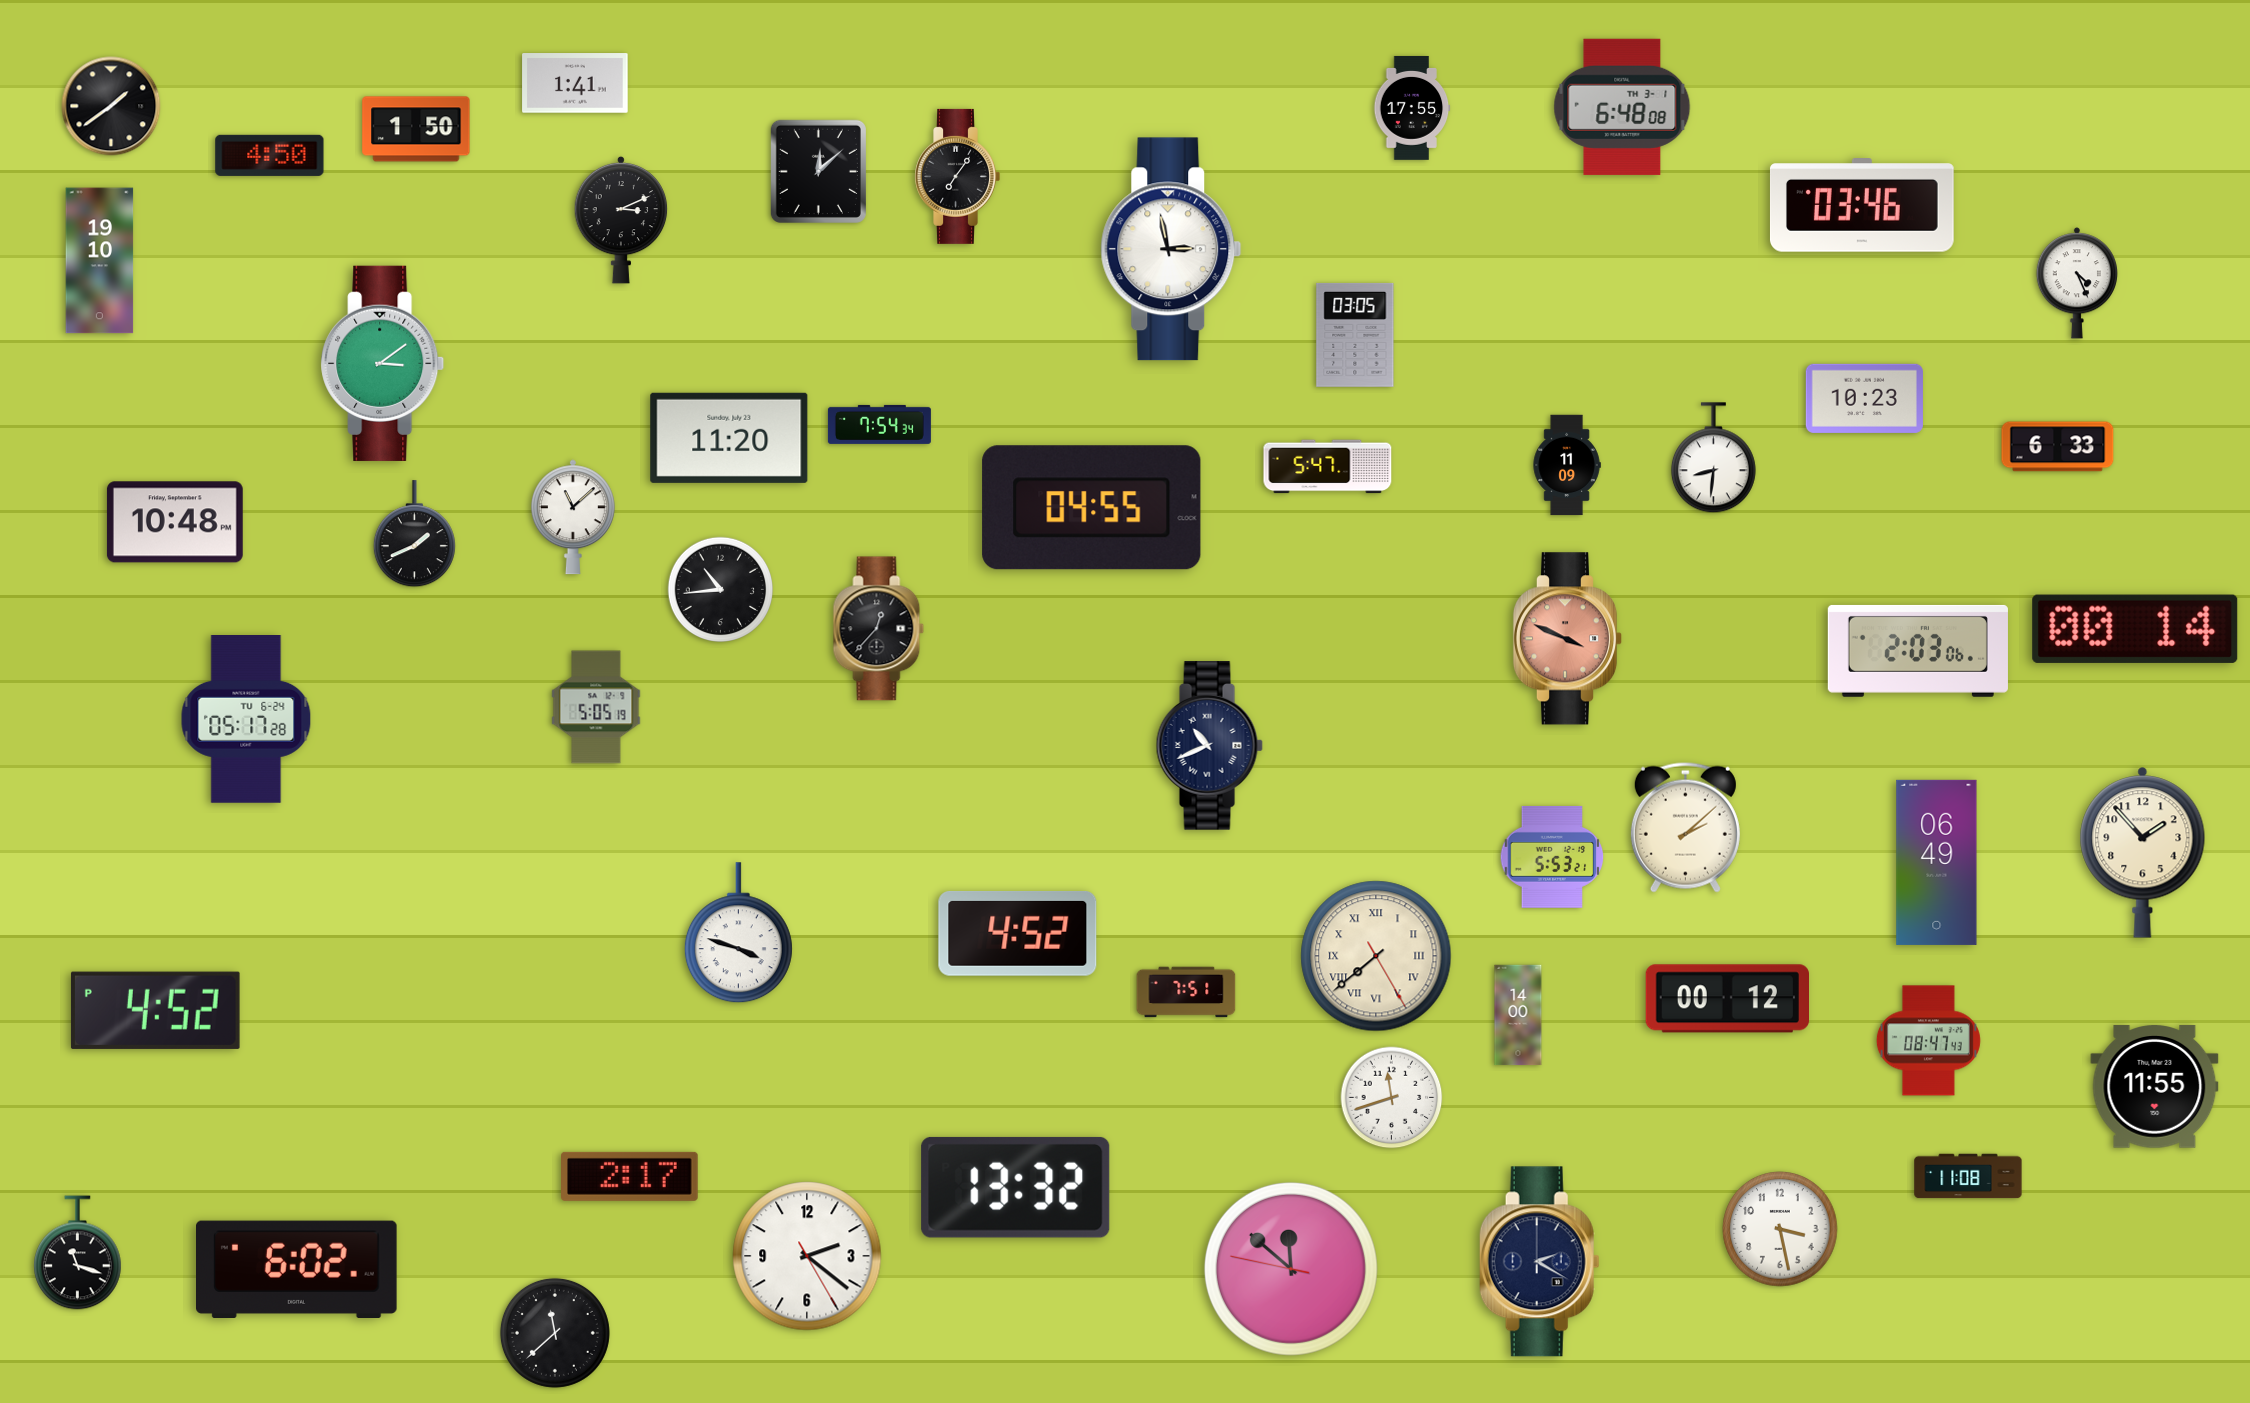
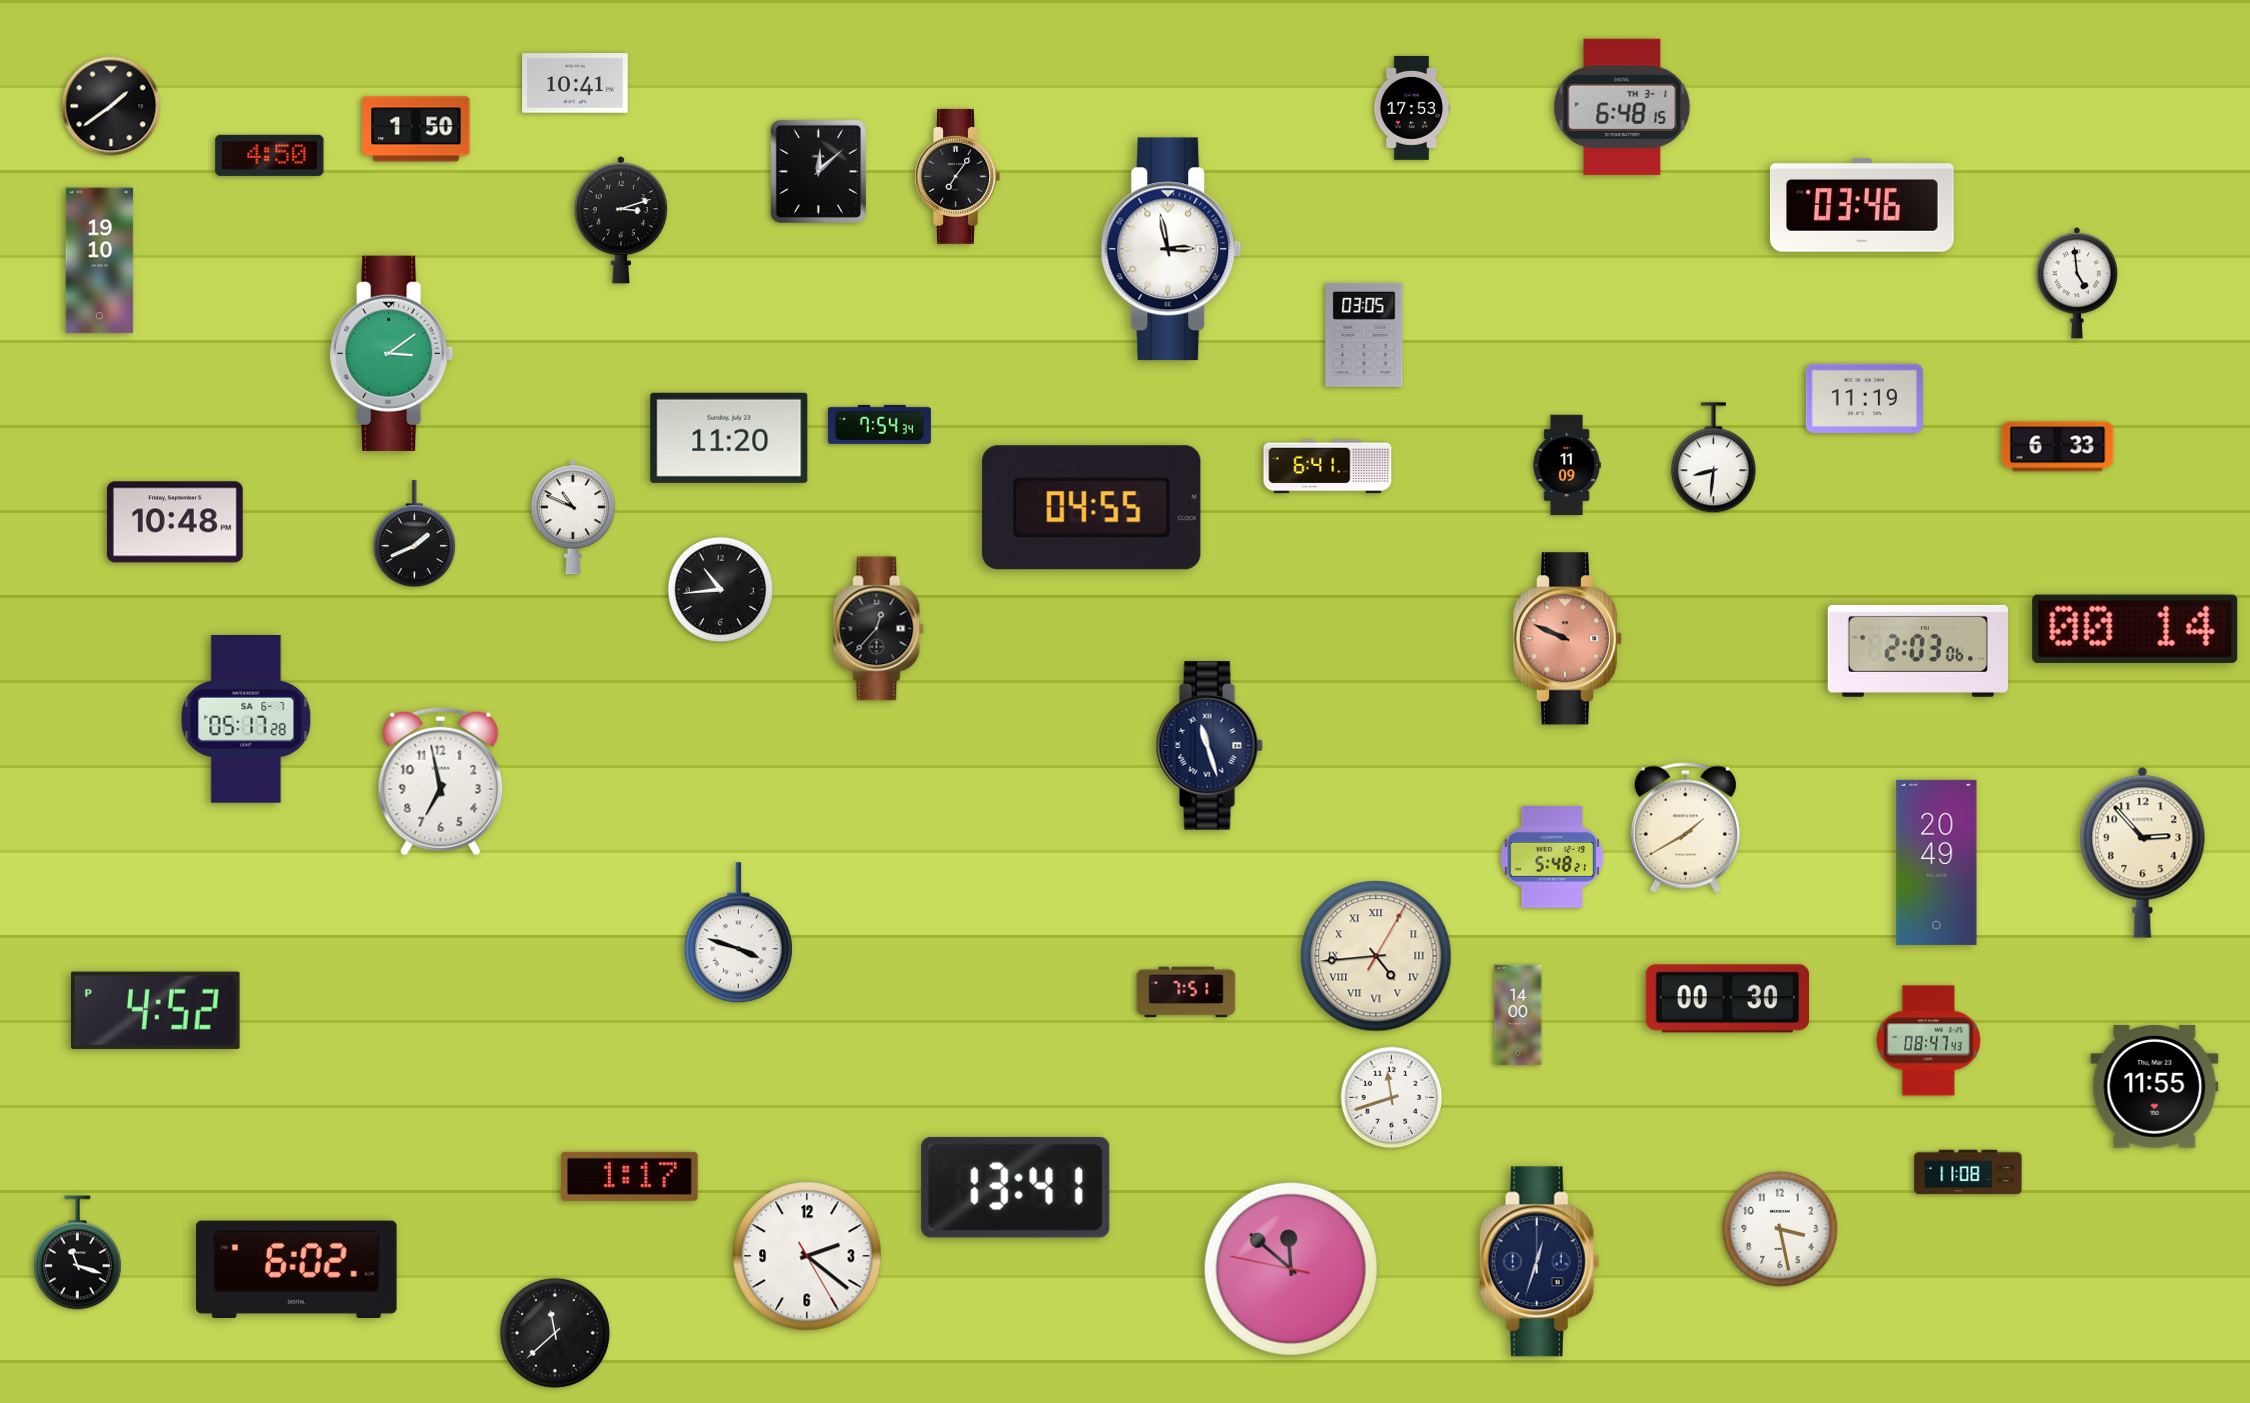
clock at (575, 83): 1:41 -> 10:41
clock at (1622, 107): 6:48:08 -> 6:48:15
clock at (1412, 108): 17:55 -> 17:53
clock at (621, 220): 3:11 -> 3:12
clock at (2076, 283): 4:26 -> 4:59
clock at (1355, 335) position: (1355, 335) -> (1364, 335)
clock at (383, 363) position: (383, 363) -> (392, 353)
clock at (1864, 398): 10:23 -> 11:19
clock at (1328, 467): 5:47 -> 6:41
clock at (573, 517): 11:08 -> 10:49
clock at (1568, 639): 3:49 -> 9:49
clock at (596, 707): 5:05 -> none
clock at (246, 720) date: TU 6-24 -> SA 6-7
clock at (1209, 746): 10:41 -> 11:27
clock at (441, 781): none -> 6:58
clock at (1685, 827): 2:08 -> 1:40
clock at (2143, 853): 1:53 -> 2:53
clock at (1552, 857): 5:53 -> 5:48
clock at (1937, 862): 06:49 -> 20:49
clock at (1018, 934): 4:52 -> none
clock at (1376, 956): 7:38 -> 4:44
clock at (1727, 999): 00:12 -> 00:30
clock at (630, 1176): 2:17 -> 1:17
clock at (1968, 1176) position: (1968, 1176) -> (1968, 1172)
clock at (1016, 1187): 13:32 -> 13:41
clock at (1539, 1262): 2:20 -> 12:33
